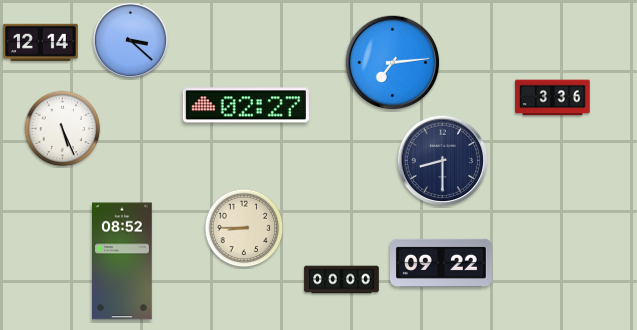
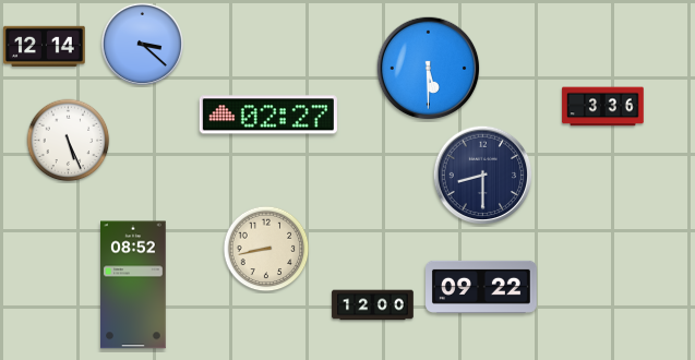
clock at (393, 63): 7:14 -> 5:30
clock at (244, 228): 8:45 -> 8:43
clock at (342, 280): 00:00 -> 12:00
